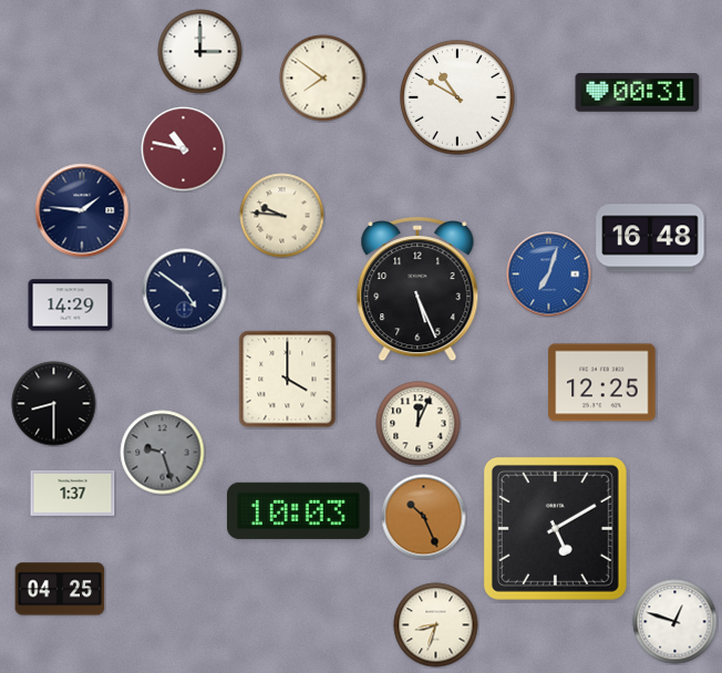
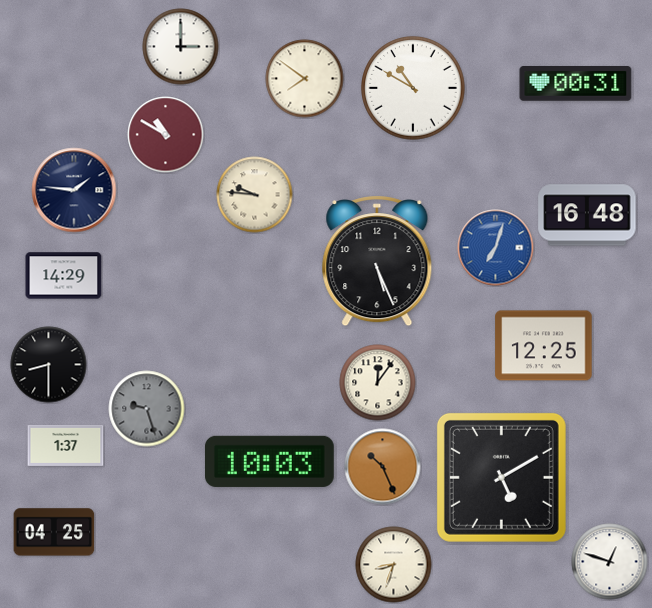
clock at (323, 79) position: (323, 79) -> (305, 79)
clock at (184, 149): 10:47 -> 10:50
clock at (185, 291): 4:51 -> none
clock at (288, 380): 4:00 -> none
clock at (419, 424): 12:04 -> 12:06
